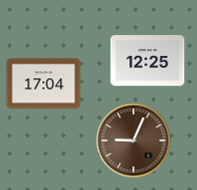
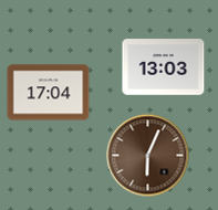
clock at (148, 61): 12:25 -> 13:03
clock at (134, 141): 9:04 -> 6:04
